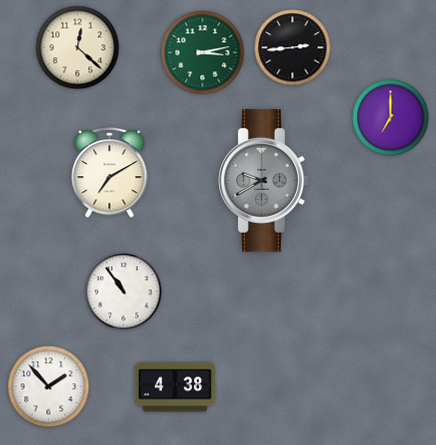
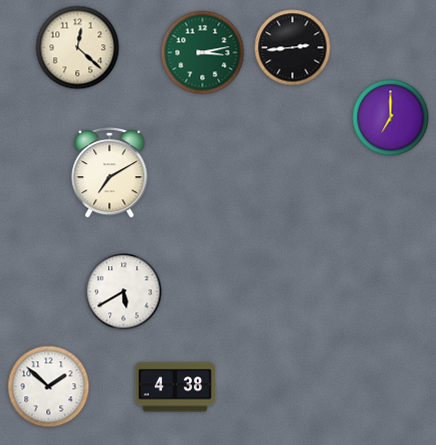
clock at (264, 181): 9:40 -> none
clock at (124, 292): 10:54 -> 5:40
clock at (49, 387): 1:53 -> 1:52
